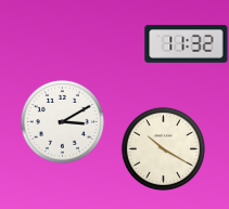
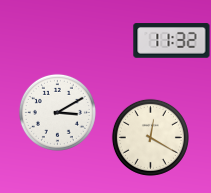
clock at (163, 148): 10:20 -> 12:20
